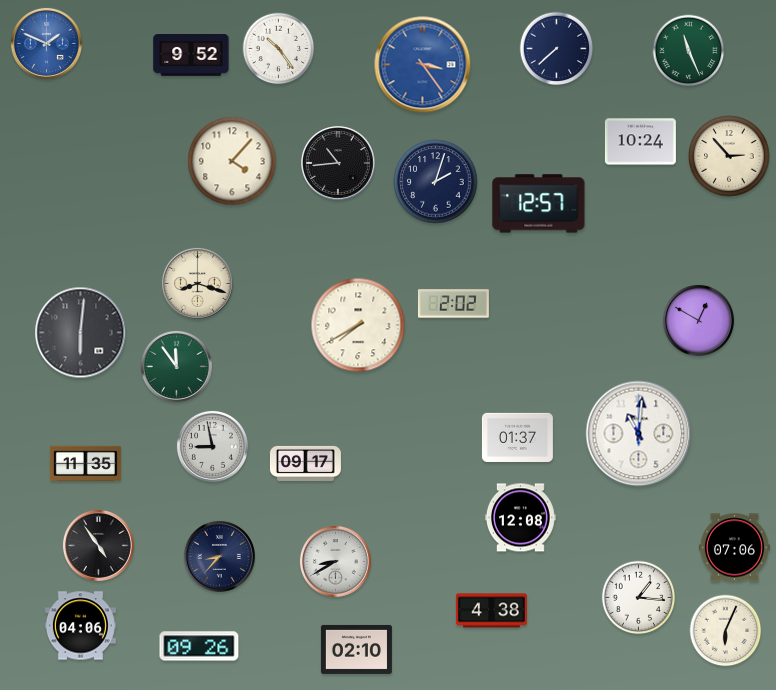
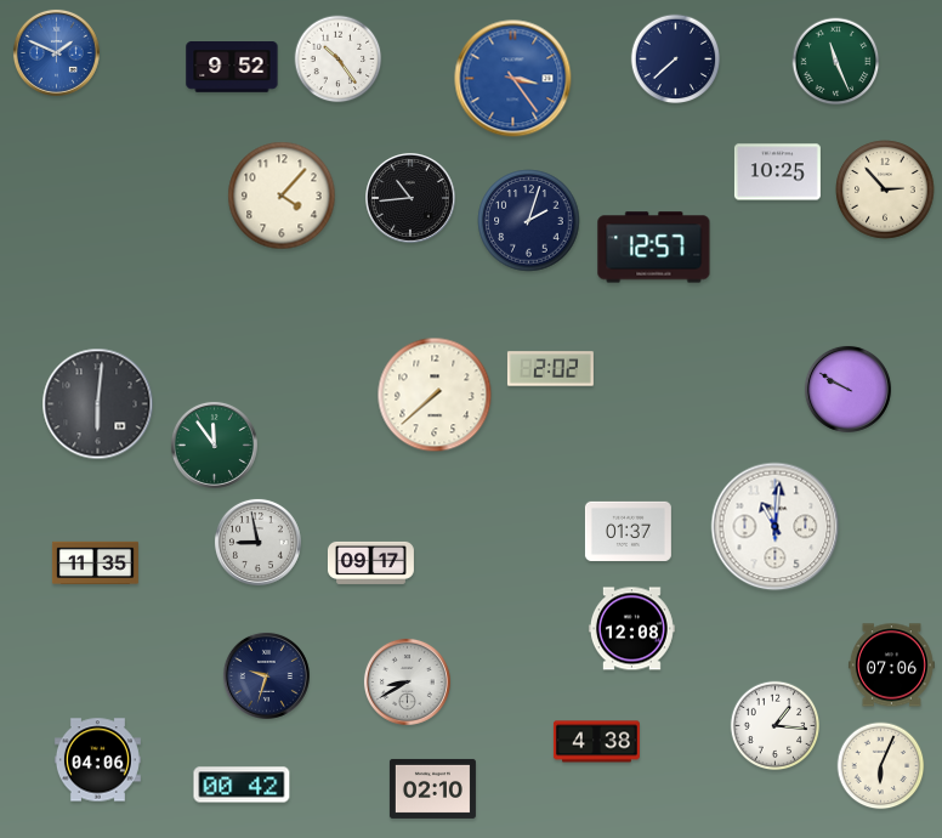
clock at (640, 142): 10:24 -> 10:25
clock at (197, 283): 8:18 -> none
clock at (698, 320): 12:50 -> 9:50
clock at (358, 325): 7:40 -> 7:38
clock at (85, 463) position: (85, 463) -> (95, 562)
clock at (98, 545): 4:54 -> none
clock at (219, 556): 8:37 -> 9:33
clock at (199, 646): 09:26 -> 00:42
